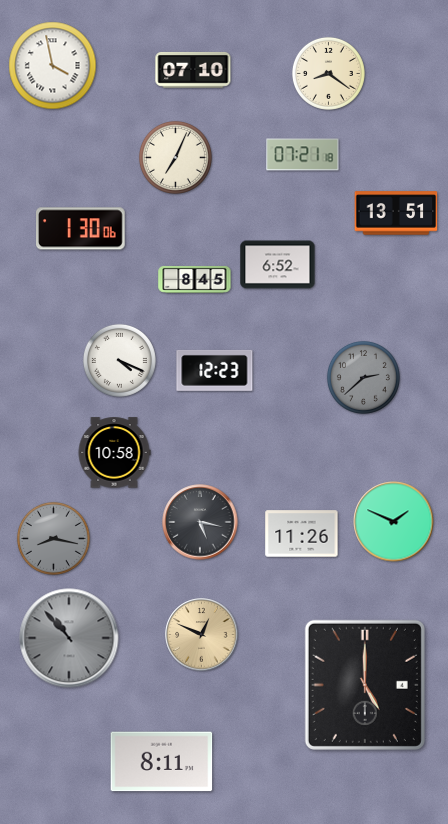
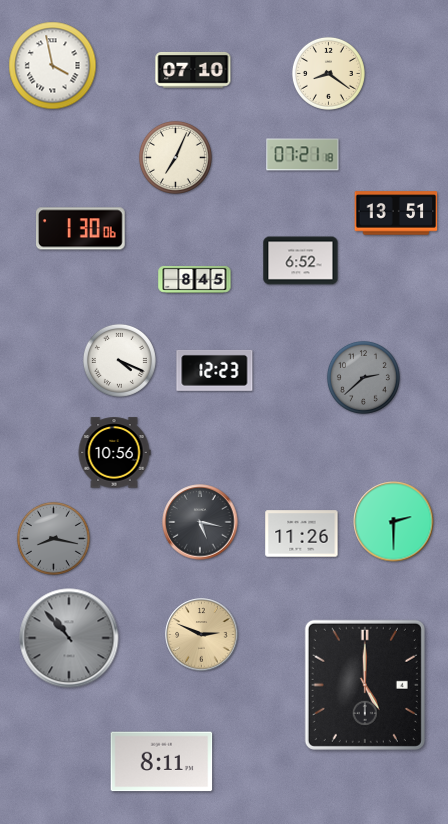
clock at (278, 265) position: (278, 265) -> (301, 261)
clock at (114, 453): 10:58 -> 10:56
clock at (394, 522): 1:49 -> 2:30
clock at (202, 635): 12:49 -> 2:49
